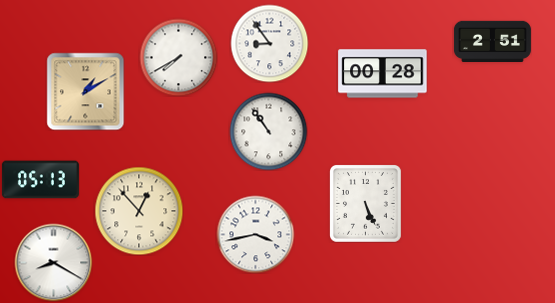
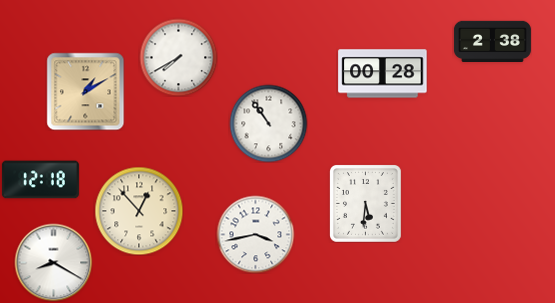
clock at (492, 41): 2:51 -> 2:38
clock at (269, 43): 8:54 -> none
clock at (268, 131) position: (268, 131) -> (268, 123)
clock at (40, 180): 05:13 -> 12:18
clock at (366, 204): 5:26 -> 5:31
